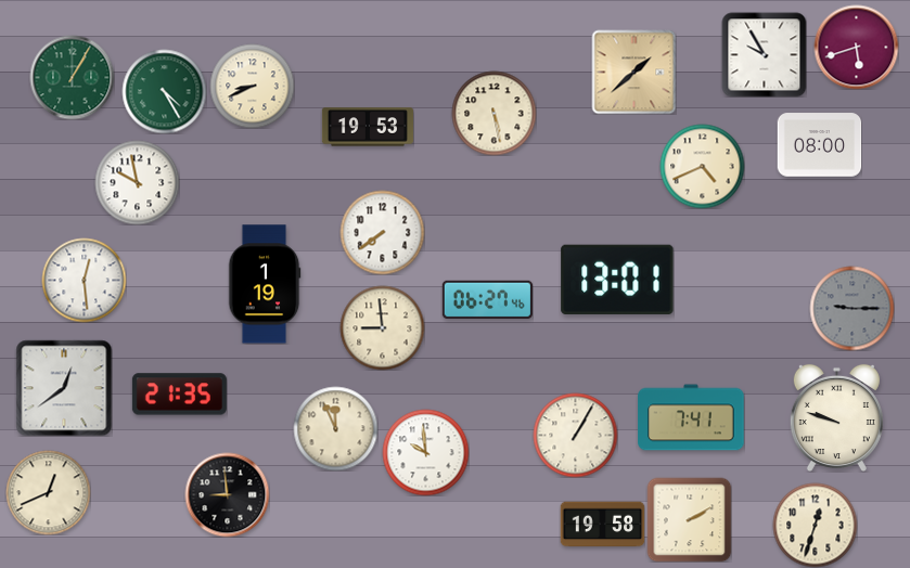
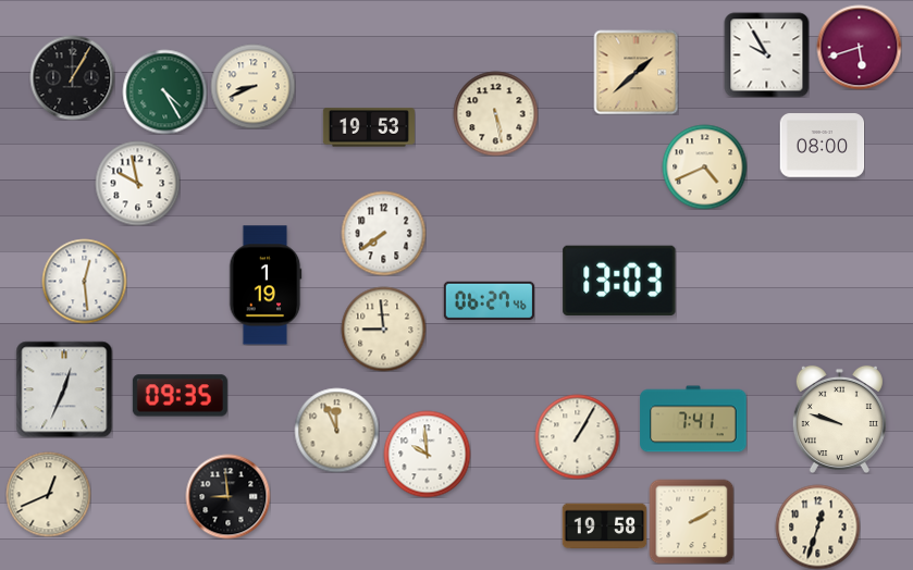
clock at (72, 77) dial: green -> black
clock at (617, 279): 13:01 -> 13:03
clock at (851, 308): 9:15 -> none
clock at (64, 388): 12:39 -> 12:34
clock at (179, 395): 21:35 -> 09:35
